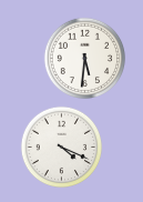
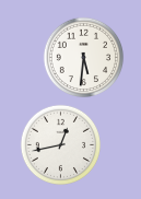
clock at (62, 148): 4:19 -> 12:43
